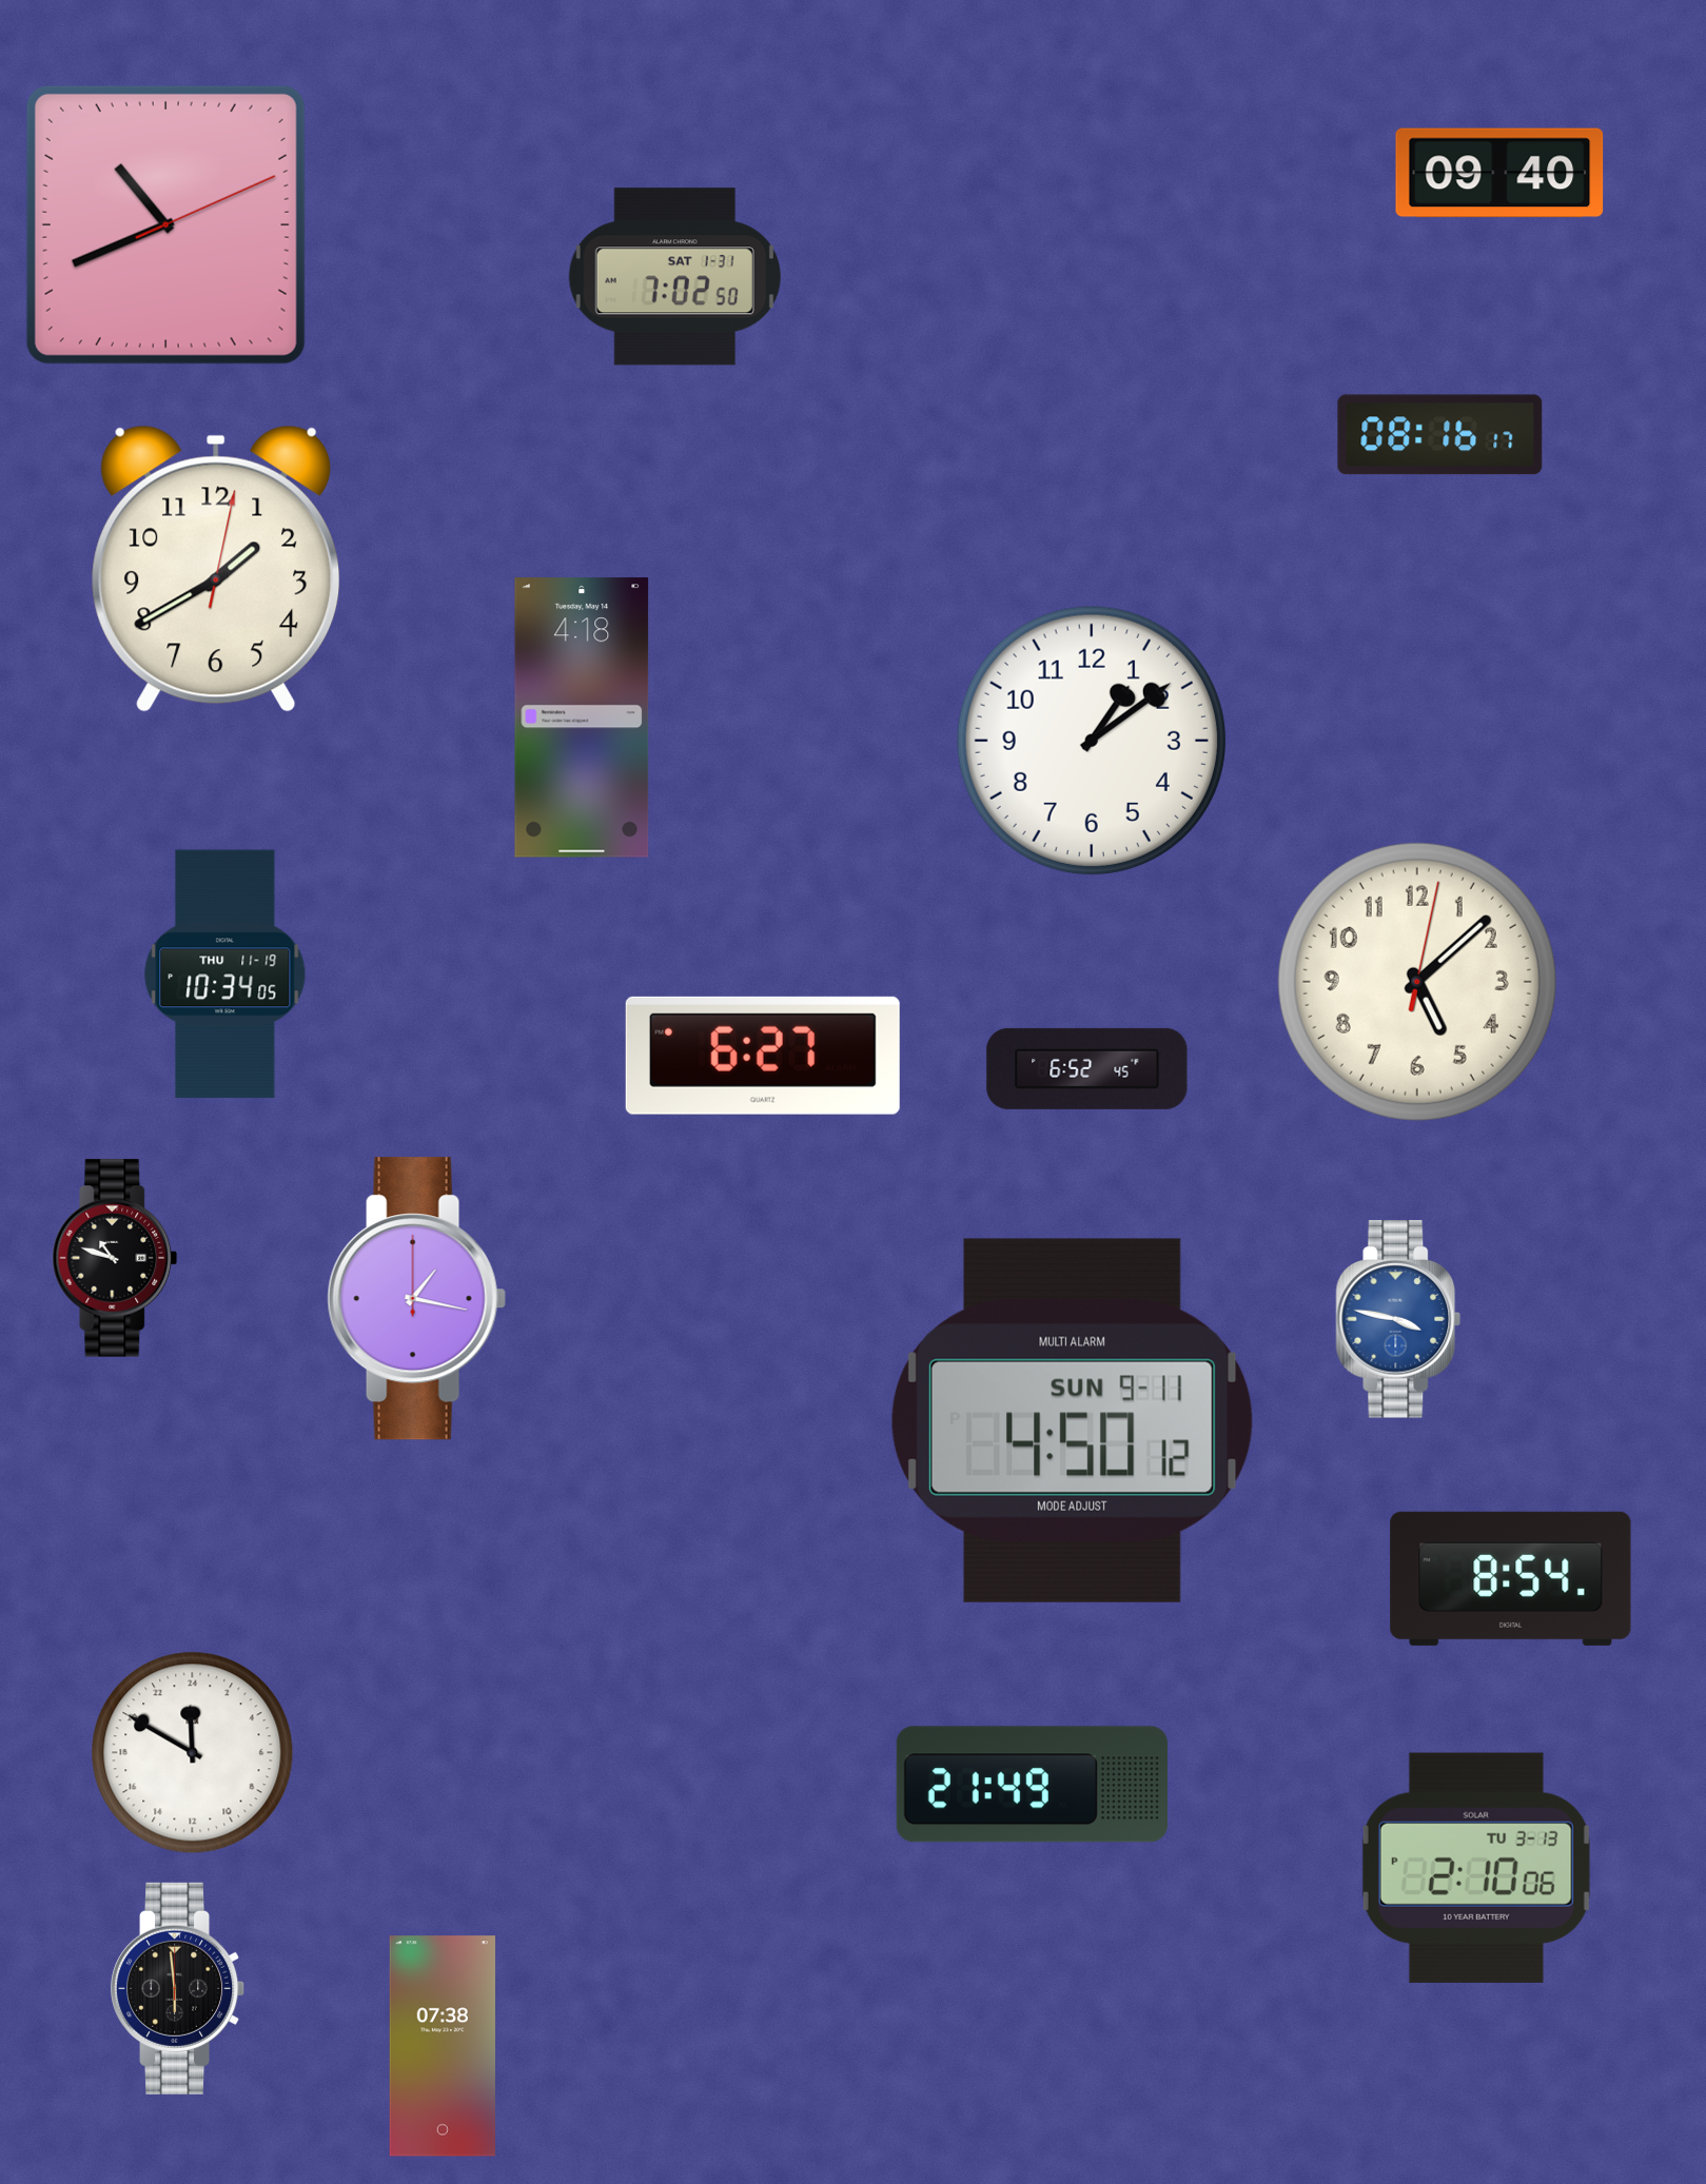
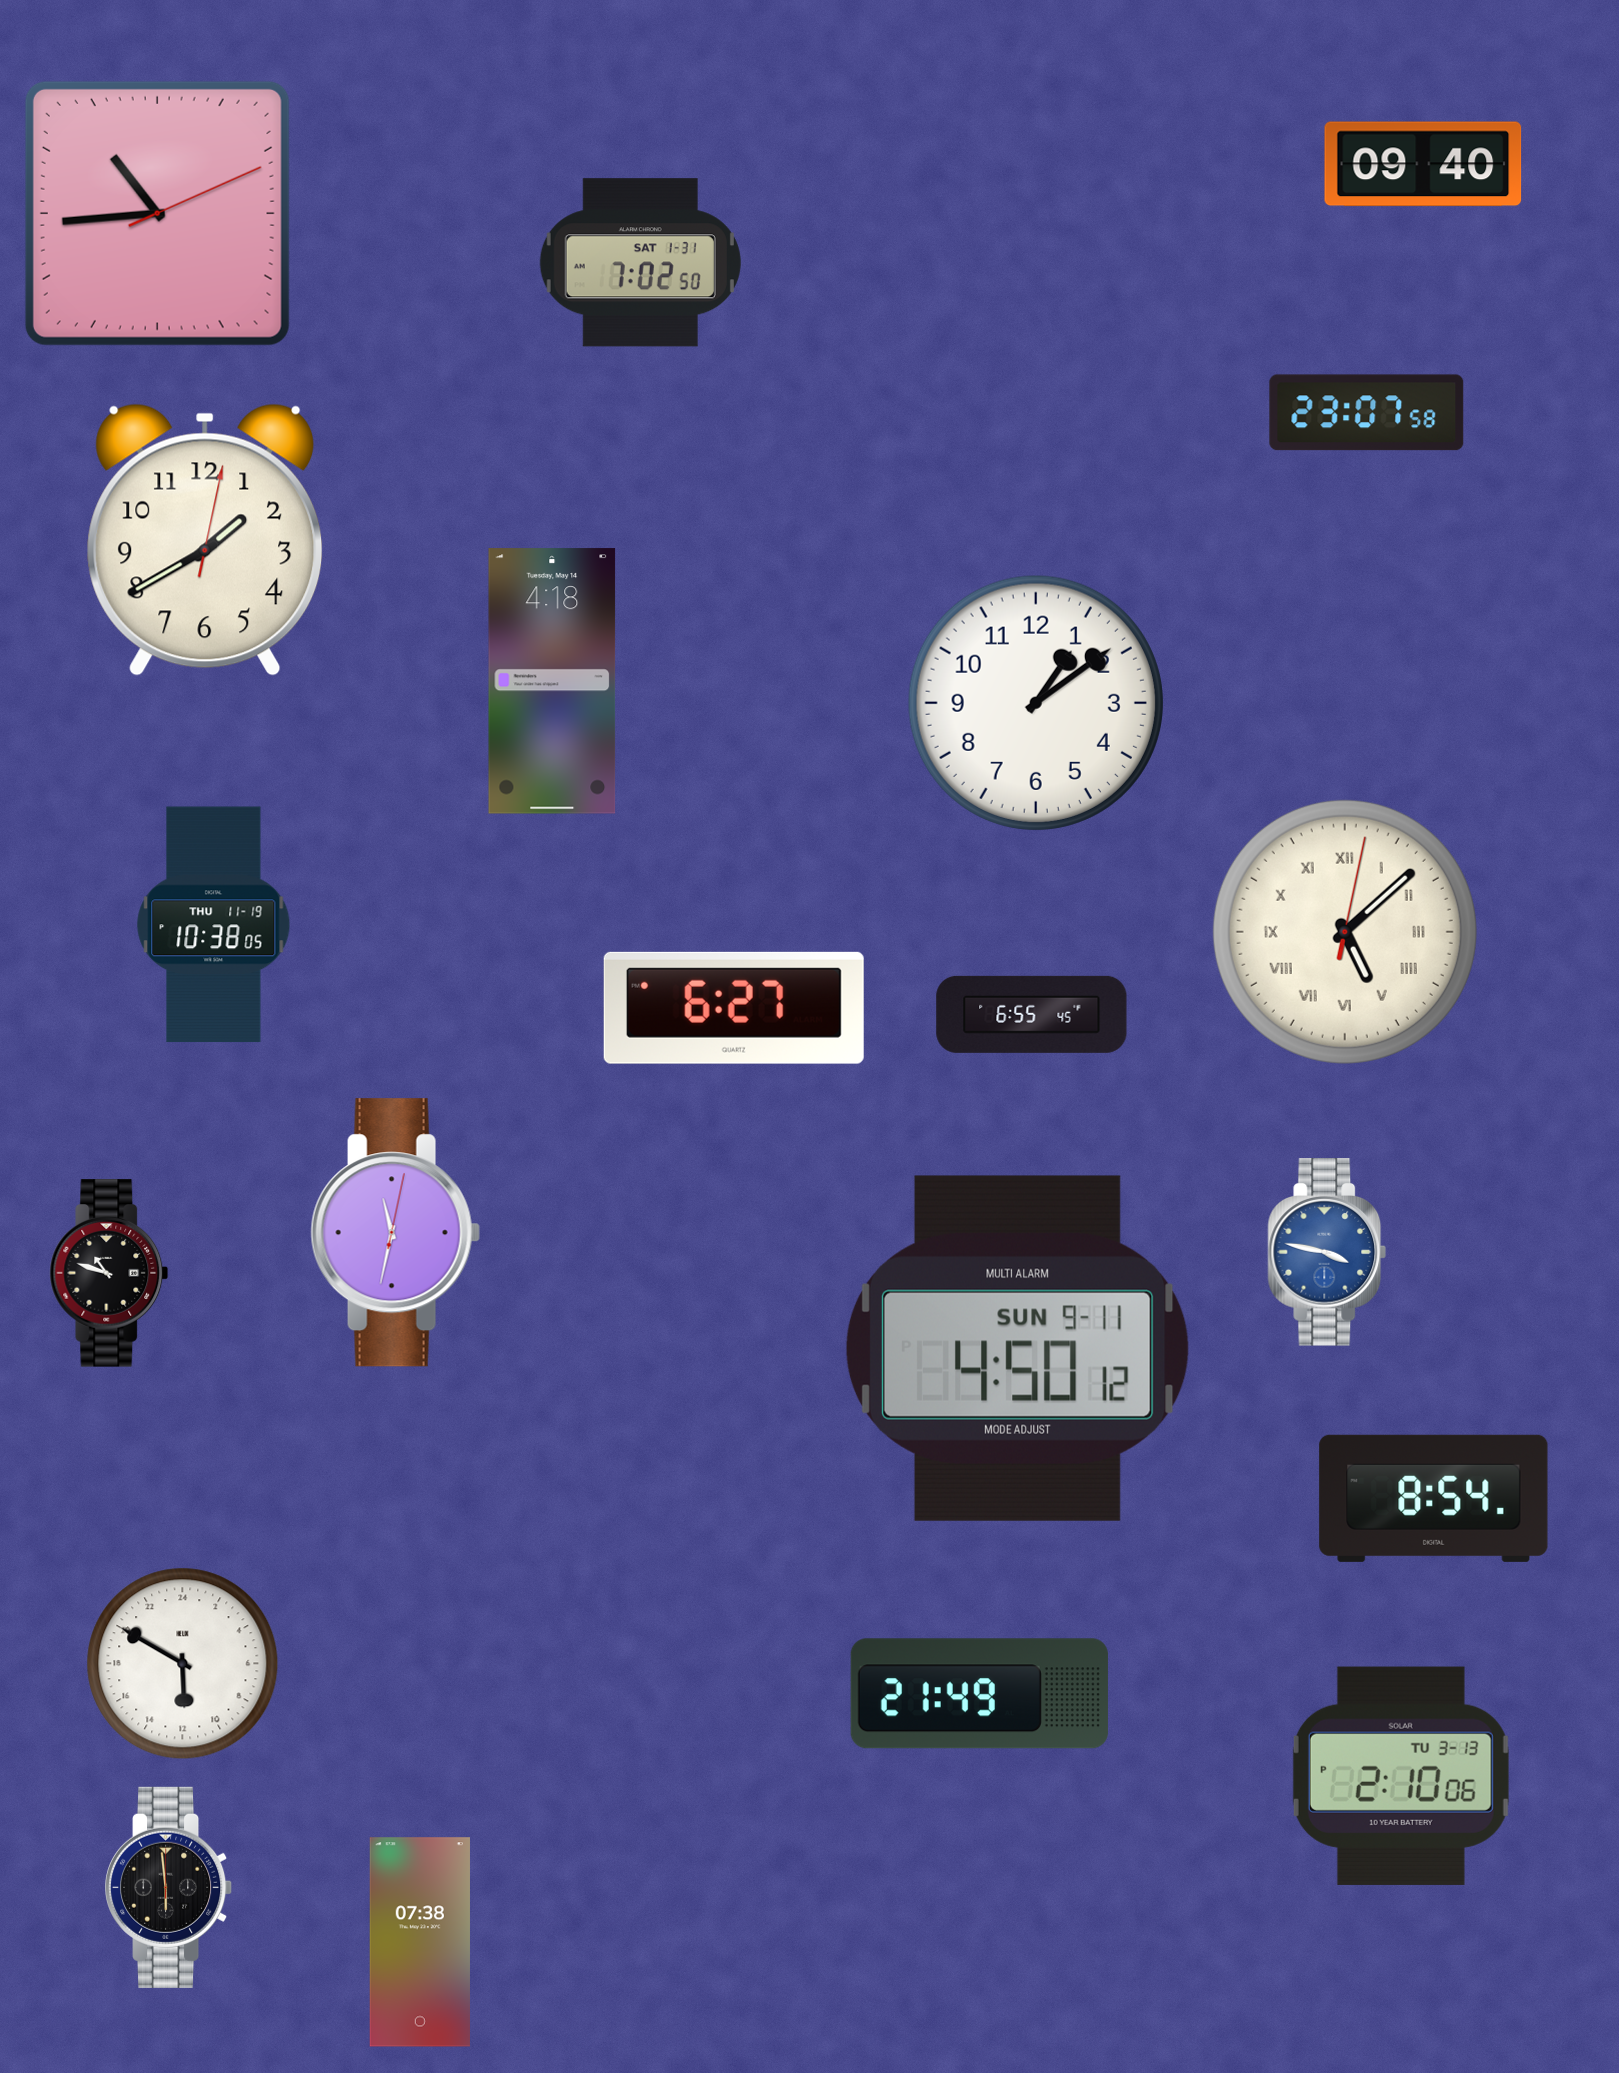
clock at (165, 224): 10:41 -> 10:44
clock at (1440, 435): 08:16 -> 23:07
clock at (225, 975): 10:34 -> 10:38
clock at (1417, 982) numerals: Arabic -> Roman
clock at (763, 1056) position: (763, 1056) -> (734, 1008)
clock at (1087, 1068): 6:52 -> 6:55
clock at (115, 1258) position: (115, 1258) -> (109, 1273)
clock at (416, 1299): 1:17 -> 11:32
clock at (193, 1753): 23:50 -> 11:50
clock at (1476, 1868) position: (1476, 1868) -> (1401, 1776)
